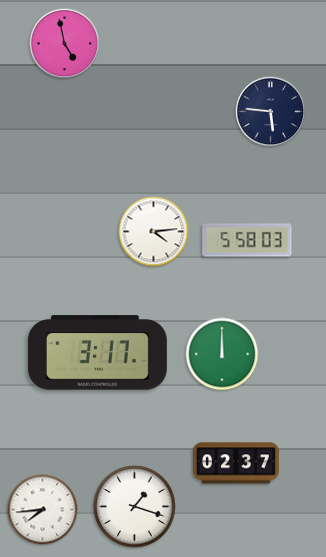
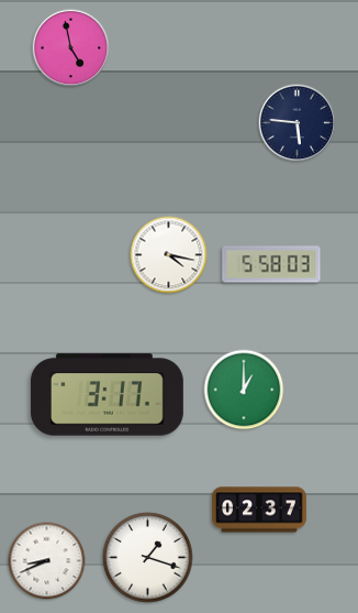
clock at (154, 232): 4:14 -> 4:17
clock at (97, 353) position: (97, 353) -> (107, 395)
clock at (222, 354): 12:00 -> 1:00
clock at (43, 510): 7:44 -> 8:41
